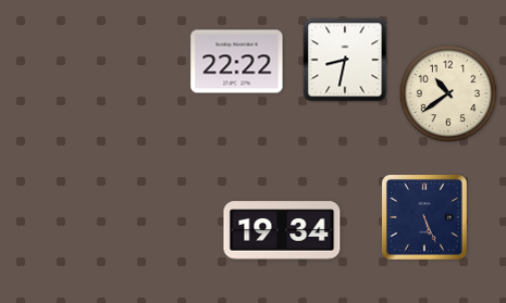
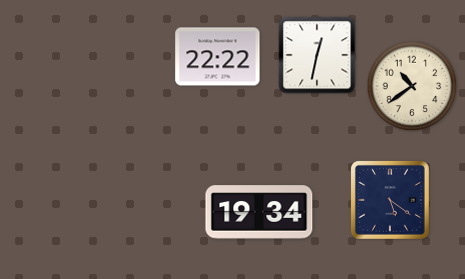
clock at (345, 60): 8:32 -> 12:32
clock at (424, 217): 5:26 -> 5:21
